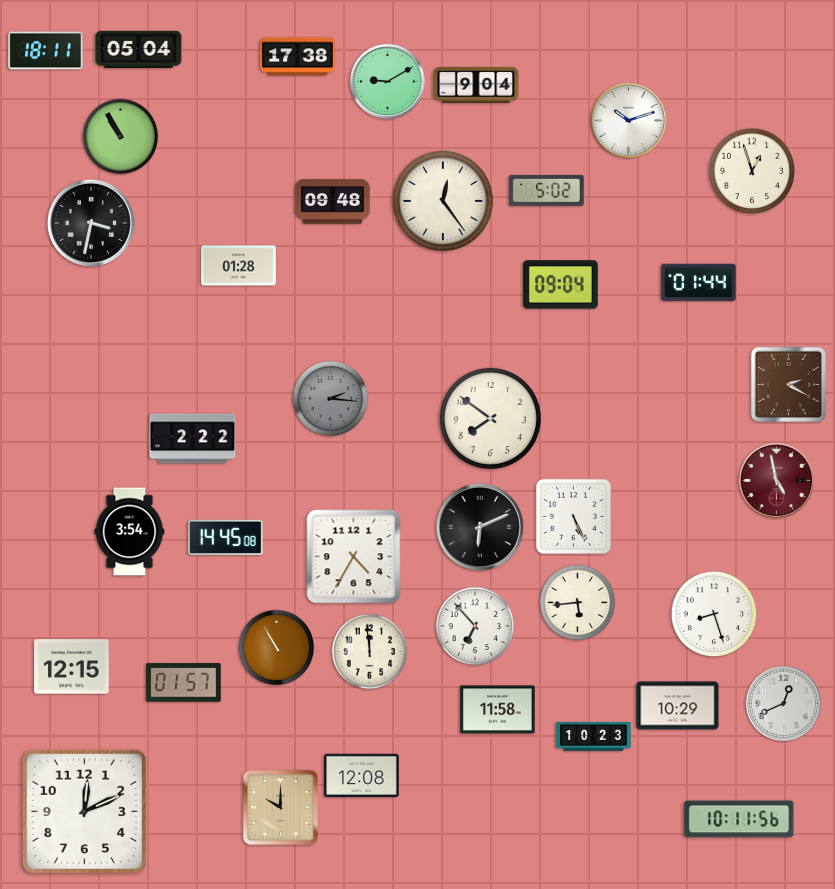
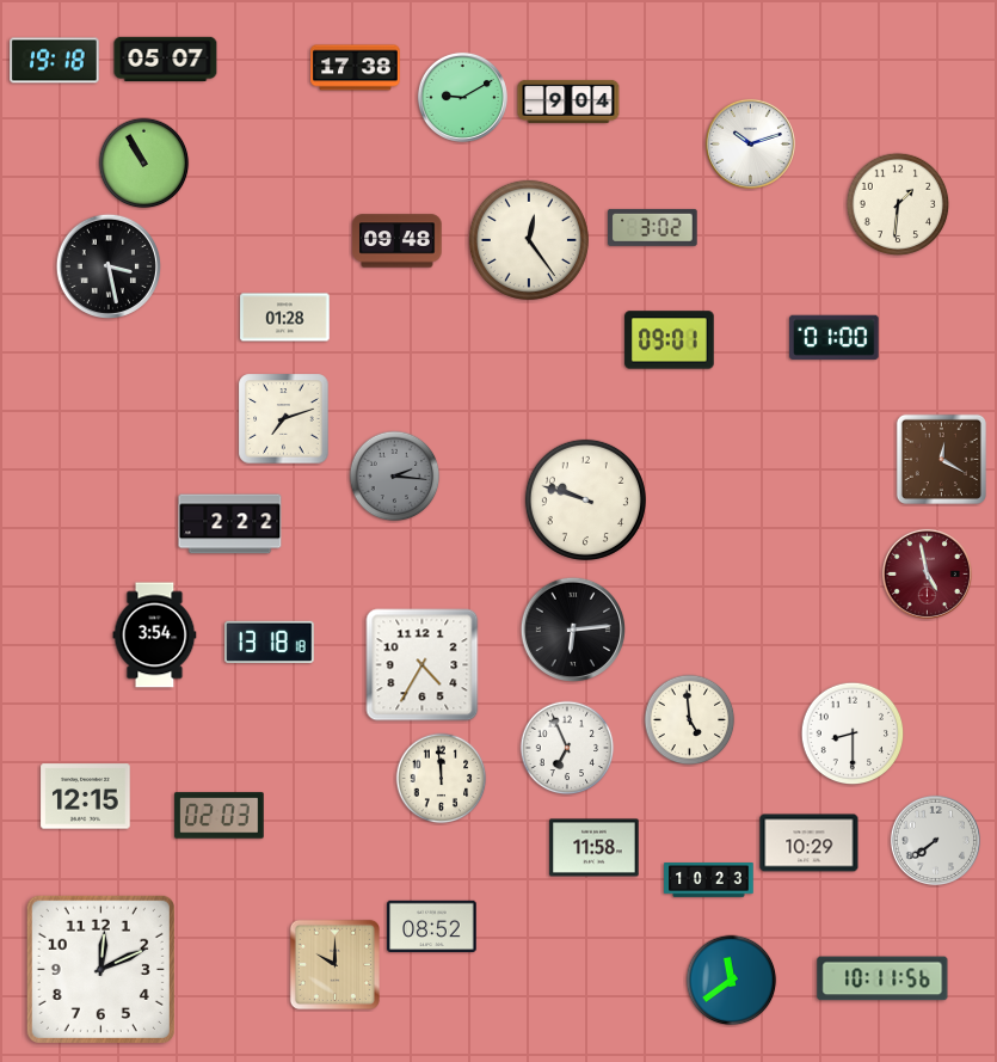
clock at (139, 49): 05:04 -> 05:07
clock at (46, 51): 18:11 -> 19:18
clock at (752, 171): 12:57 -> 1:31
clock at (547, 190): 5:02 -> 3:02
clock at (90, 222): 3:32 -> 3:28
clock at (699, 282): 01:44 -> 01:00
clock at (561, 285): 09:04 -> 09:01
clock at (284, 419): none -> 7:12
clock at (788, 384): 2:20 -> 12:20
clock at (490, 418): 7:51 -> 9:48
clock at (573, 516): 5:26 -> none
clock at (479, 526): 6:11 -> 6:14
clock at (226, 537): 14:45 -> 13:18
clock at (578, 603): 5:44 -> 4:59
clock at (714, 614): 8:27 -> 8:30
clock at (475, 626): 6:53 -> 6:56
clock at (277, 648): 10:55 -> none
clock at (184, 683): 01:57 -> 02:03
clock at (783, 703): 12:41 -> 7:39
clock at (362, 775): 12:08 -> 08:52
clock at (732, 981): none -> 11:39
